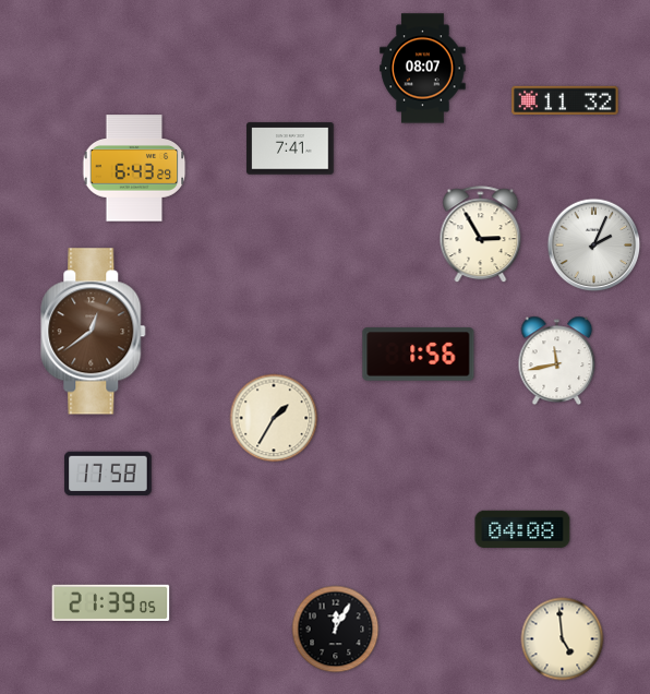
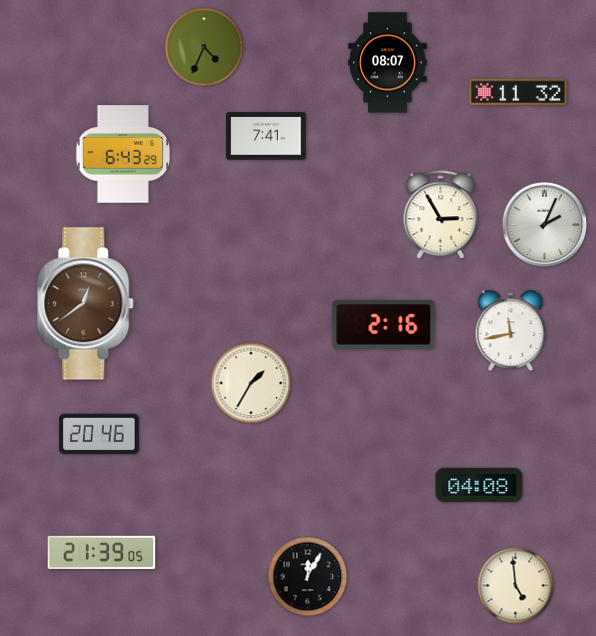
clock at (204, 47): none -> 4:34
clock at (419, 355): 1:56 -> 2:16
clock at (108, 474): 17:58 -> 20:46
